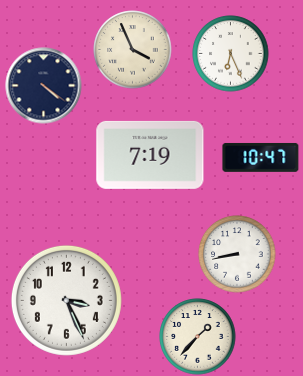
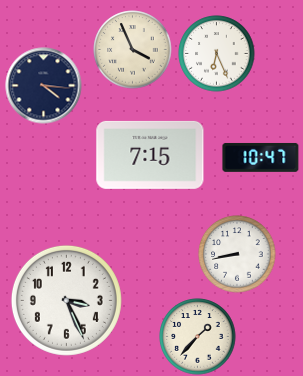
clock at (231, 54) position: (231, 54) -> (217, 54)
clock at (44, 86): 4:21 -> 4:16
clock at (150, 155): 7:19 -> 7:15
